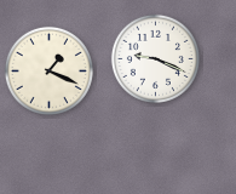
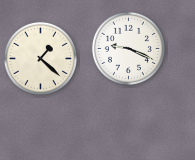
clock at (48, 70): 1:19 -> 1:22
